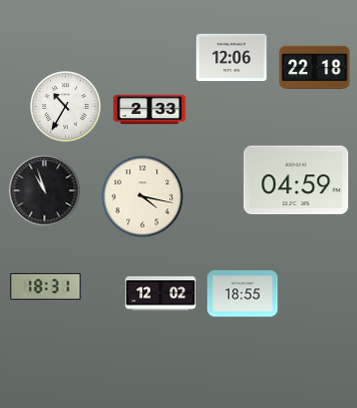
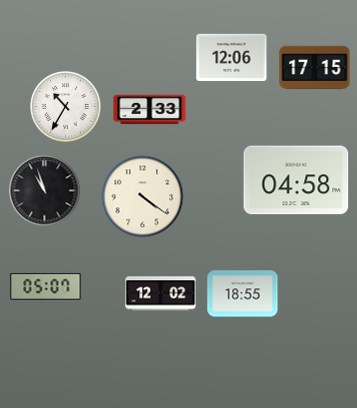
clock at (315, 68): 22:18 -> 17:15
clock at (296, 180): 04:59 -> 04:58
clock at (143, 197): 4:17 -> 4:21
clock at (46, 287): 18:31 -> 05:07
